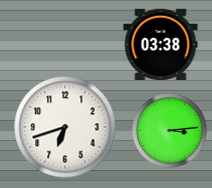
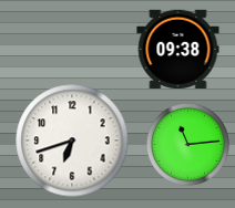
clock at (161, 44): 03:38 -> 09:38
clock at (170, 131): 3:14 -> 11:14
